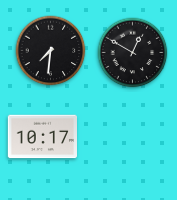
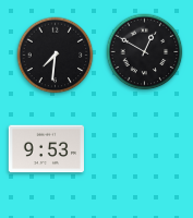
clock at (133, 53) position: (133, 53) -> (145, 52)
clock at (42, 137): 10:17 -> 9:53
